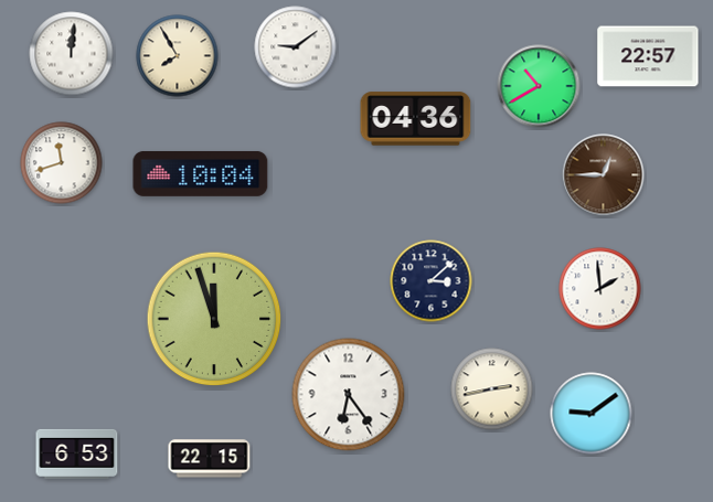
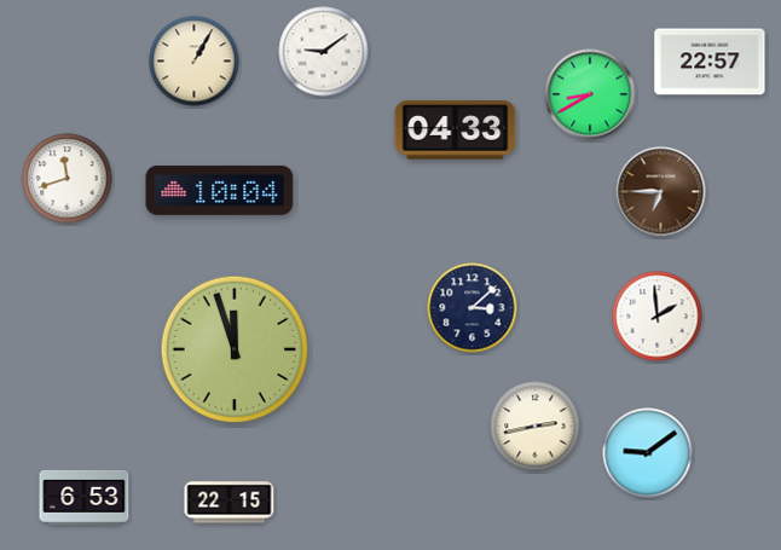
clock at (72, 54): 12:01 -> none
clock at (178, 56): 7:55 -> 1:05
clock at (539, 86): 10:40 -> 8:40
clock at (416, 119): 04:36 -> 04:33
clock at (604, 175): 12:45 -> 6:45
clock at (492, 389) position: (492, 389) -> (536, 427)
clock at (349, 395): 6:24 -> none
